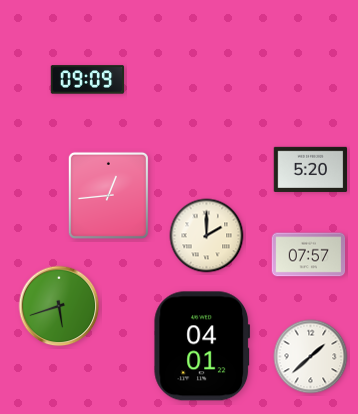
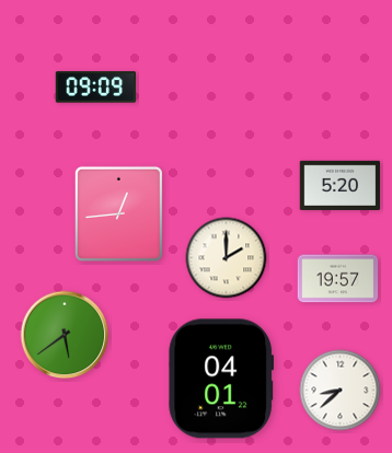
clock at (309, 255): 07:57 -> 19:57
clock at (59, 306): 5:42 -> 5:39
clock at (311, 357): 1:38 -> 8:38
